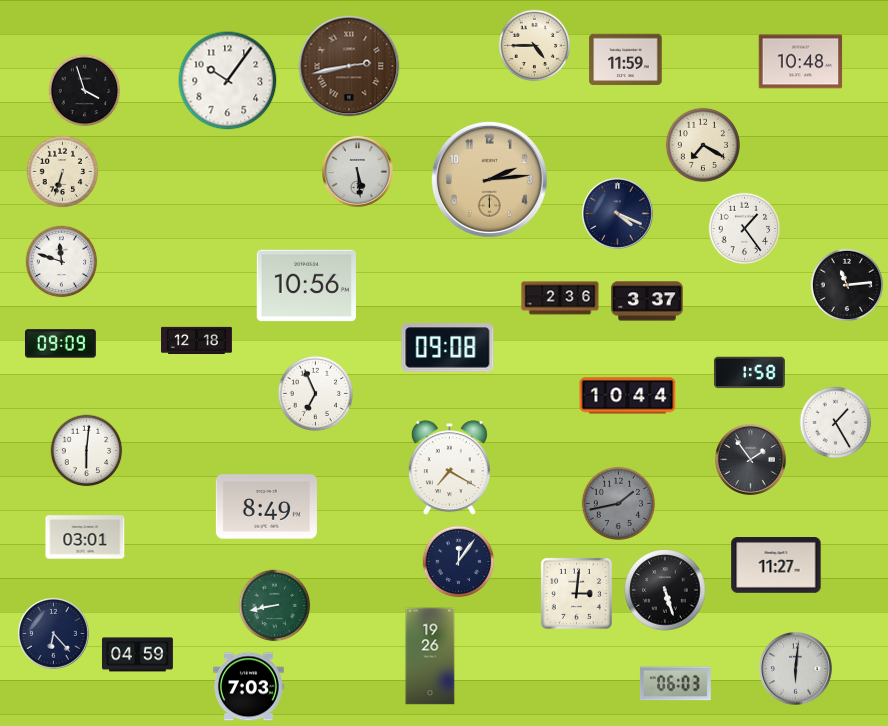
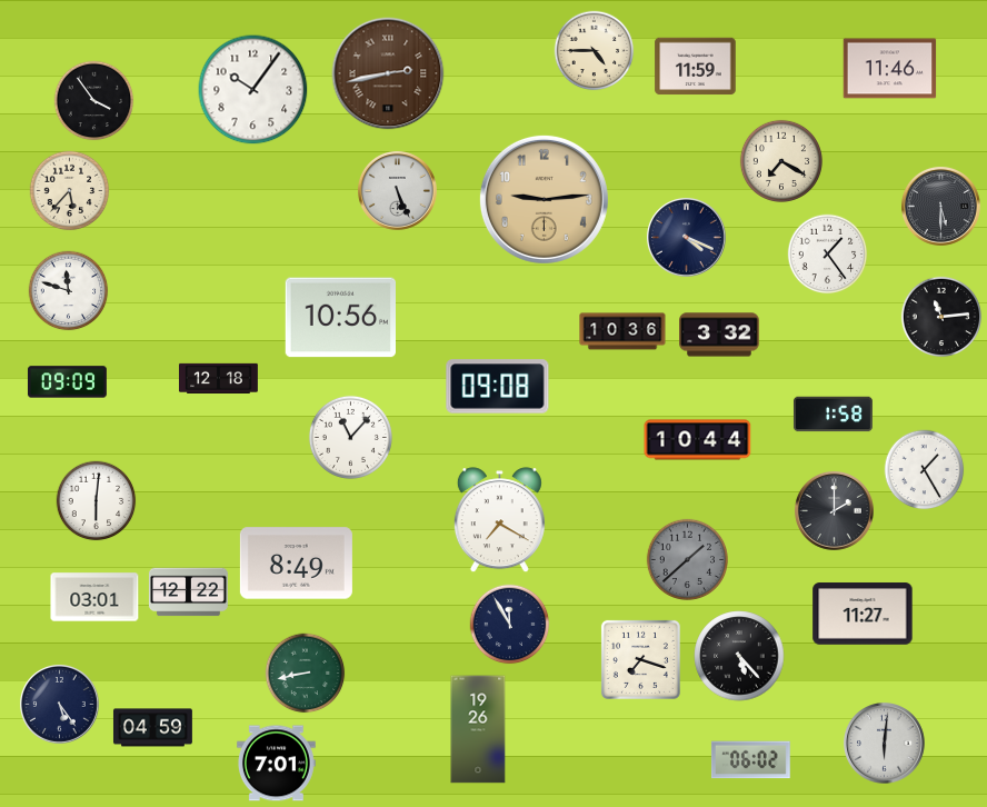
clock at (801, 62): 10:48 -> 11:46
clock at (85, 91): 3:57 -> 3:54
clock at (357, 171): 5:29 -> 5:26
clock at (63, 172): 6:33 -> 5:37
clock at (489, 179): 2:14 -> 9:14
clock at (940, 206): none -> 5:30
clock at (560, 298): 2:36 -> 10:36
clock at (647, 301): 3:37 -> 3:32
clock at (315, 393): 6:56 -> 11:07
clock at (836, 423) position: (836, 423) -> (925, 470)
clock at (750, 459): 1:54 -> 2:00
clock at (618, 503): 1:43 -> 1:38
clock at (188, 592): none -> 12:22
clock at (459, 562): 12:06 -> 11:55
clock at (776, 565) position: (776, 565) -> (863, 614)
clock at (665, 590): 5:27 -> 5:23
clock at (576, 593): 3:01 -> 7:18
clock at (53, 633): 6:23 -> 5:24
clock at (675, 684): 06:03 -> 06:02
clock at (248, 687): 7:03 -> 7:01
